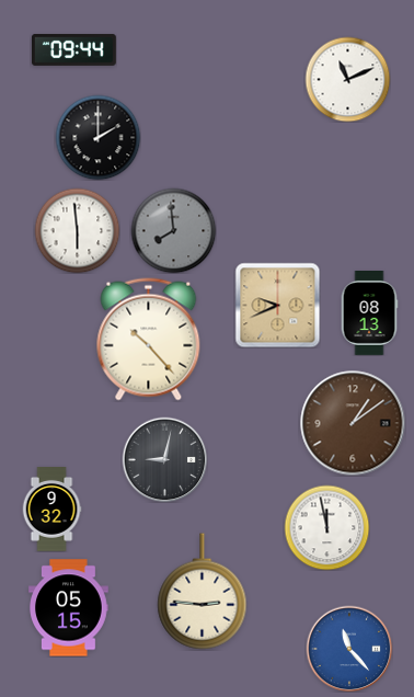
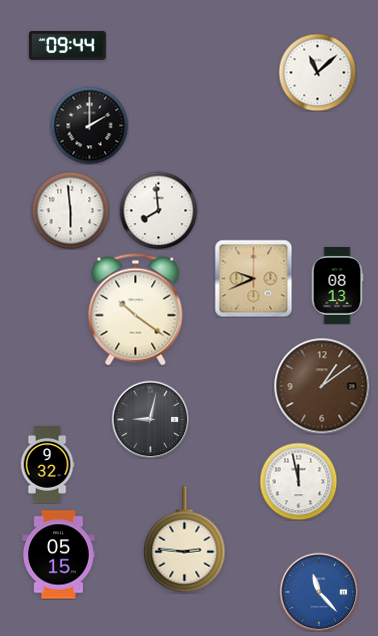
clock at (347, 79): 11:11 -> 11:08
clock at (173, 230) dial: grey -> white
clock at (149, 340): 10:23 -> 10:21
clock at (69, 608) position: (69, 608) -> (59, 555)
